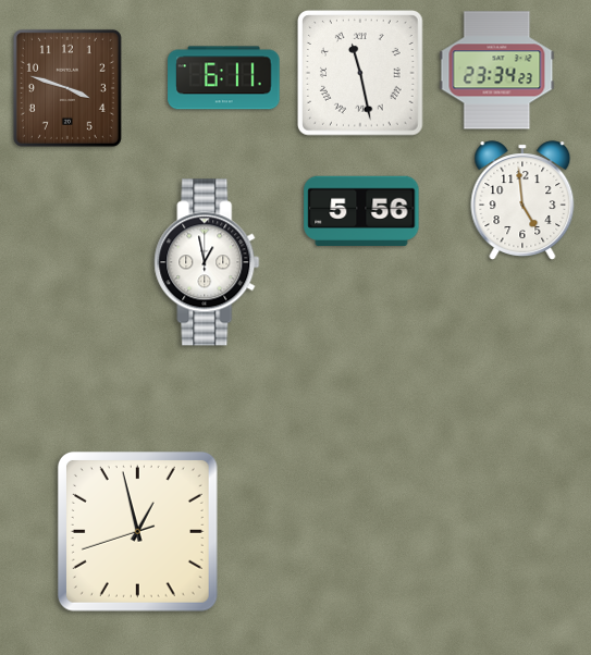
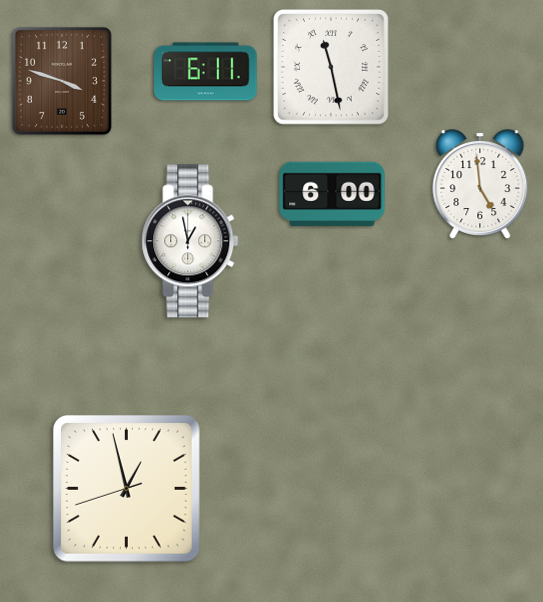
clock at (497, 71): 23:34 -> none
clock at (361, 210): 5:56 -> 6:00
